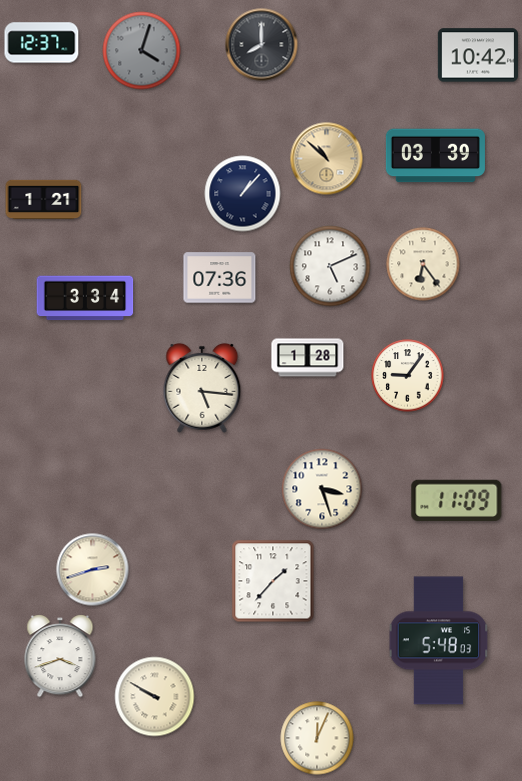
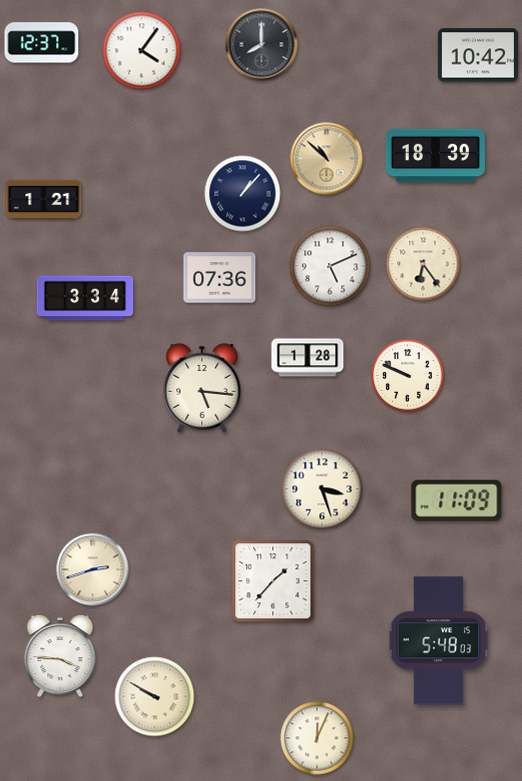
clock at (142, 51): 4:03 -> 4:06
clock at (142, 51) dial: grey -> white
clock at (435, 156): 03:39 -> 18:39
clock at (408, 376): 9:06 -> 9:49
clock at (60, 656): 3:42 -> 3:46
